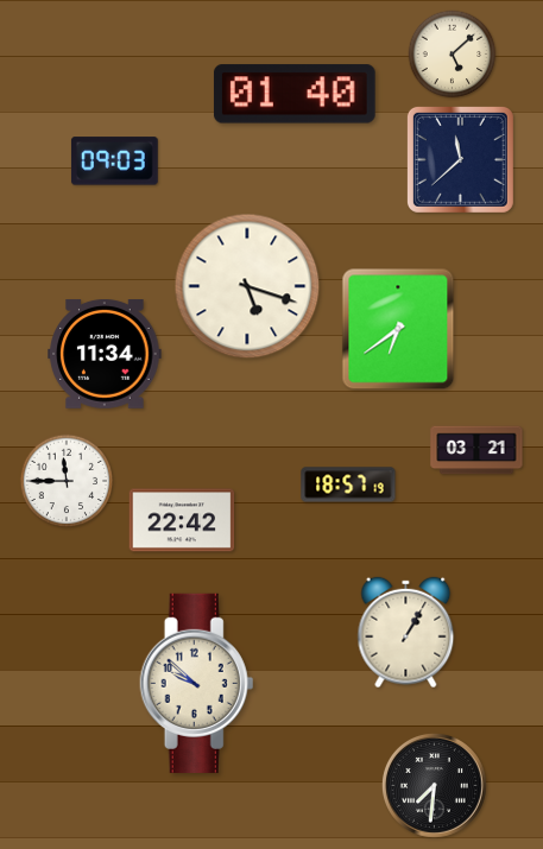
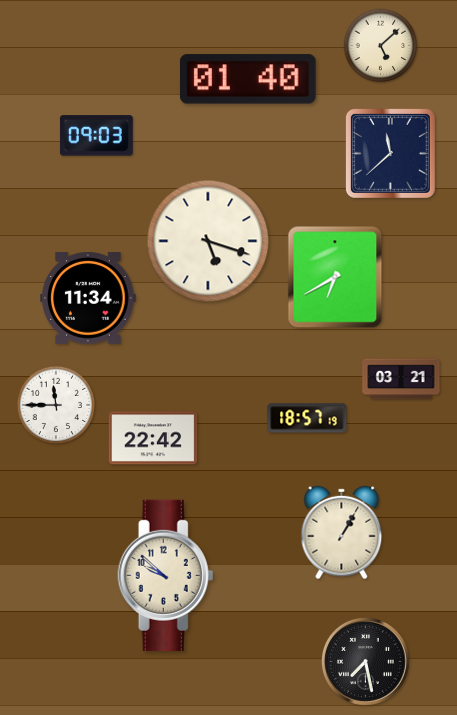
clock at (460, 159) position: (460, 159) -> (390, 153)
clock at (398, 329): 6:39 -> 6:40
clock at (348, 484) position: (348, 484) -> (307, 418)
clock at (435, 786): 7:31 -> 7:28
